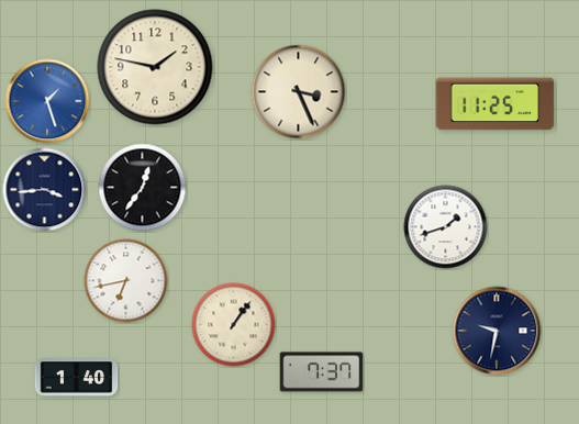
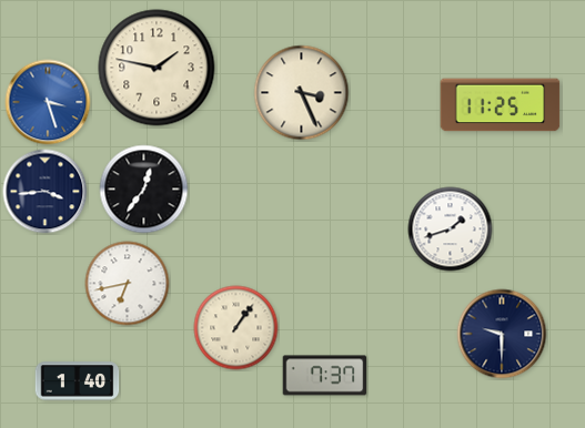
clock at (47, 101): 1:27 -> 3:27
clock at (497, 331): 9:32 -> 9:30
